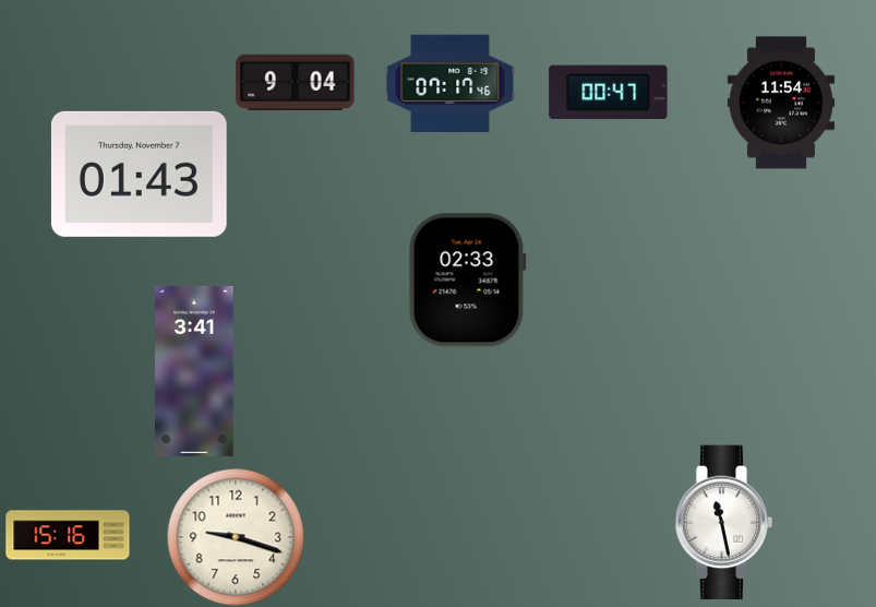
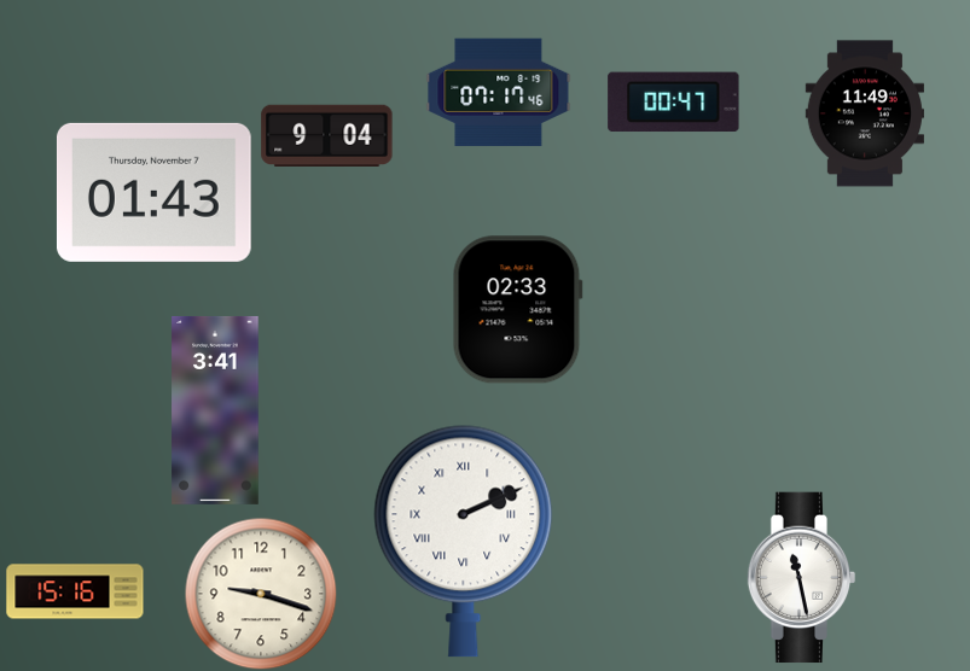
clock at (296, 82) position: (296, 82) -> (327, 135)
clock at (781, 103): 11:54 -> 11:49
clock at (464, 541): none -> 2:11
